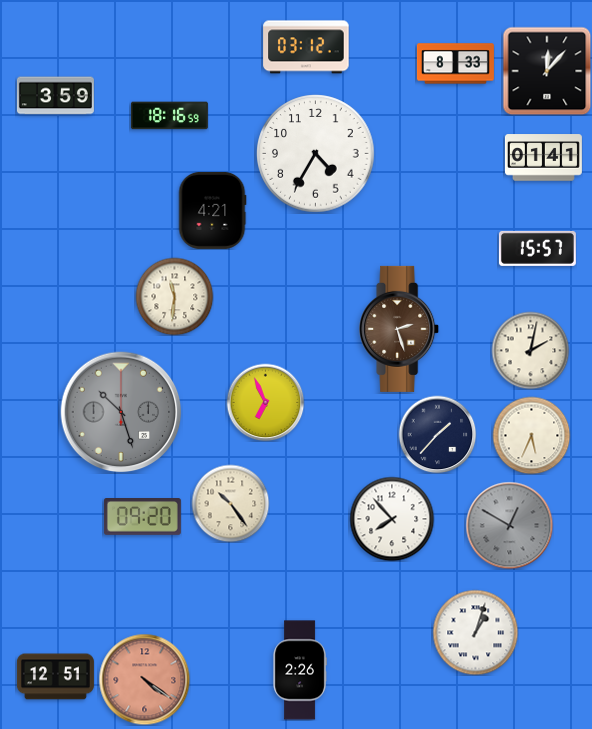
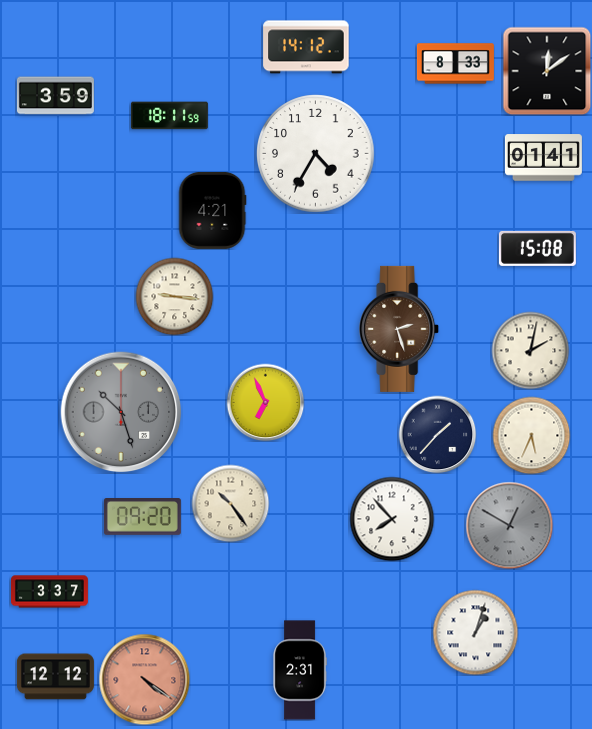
clock at (306, 47): 03:12 -> 14:12
clock at (547, 71): 12:07 -> 12:09
clock at (169, 116): 18:16 -> 18:11
clock at (537, 248): 15:57 -> 15:08
clock at (174, 296): 11:31 -> 9:16
clock at (49, 592): none -> 3:37
clock at (300, 670): 2:26 -> 2:31
clock at (55, 677): 12:51 -> 12:12
